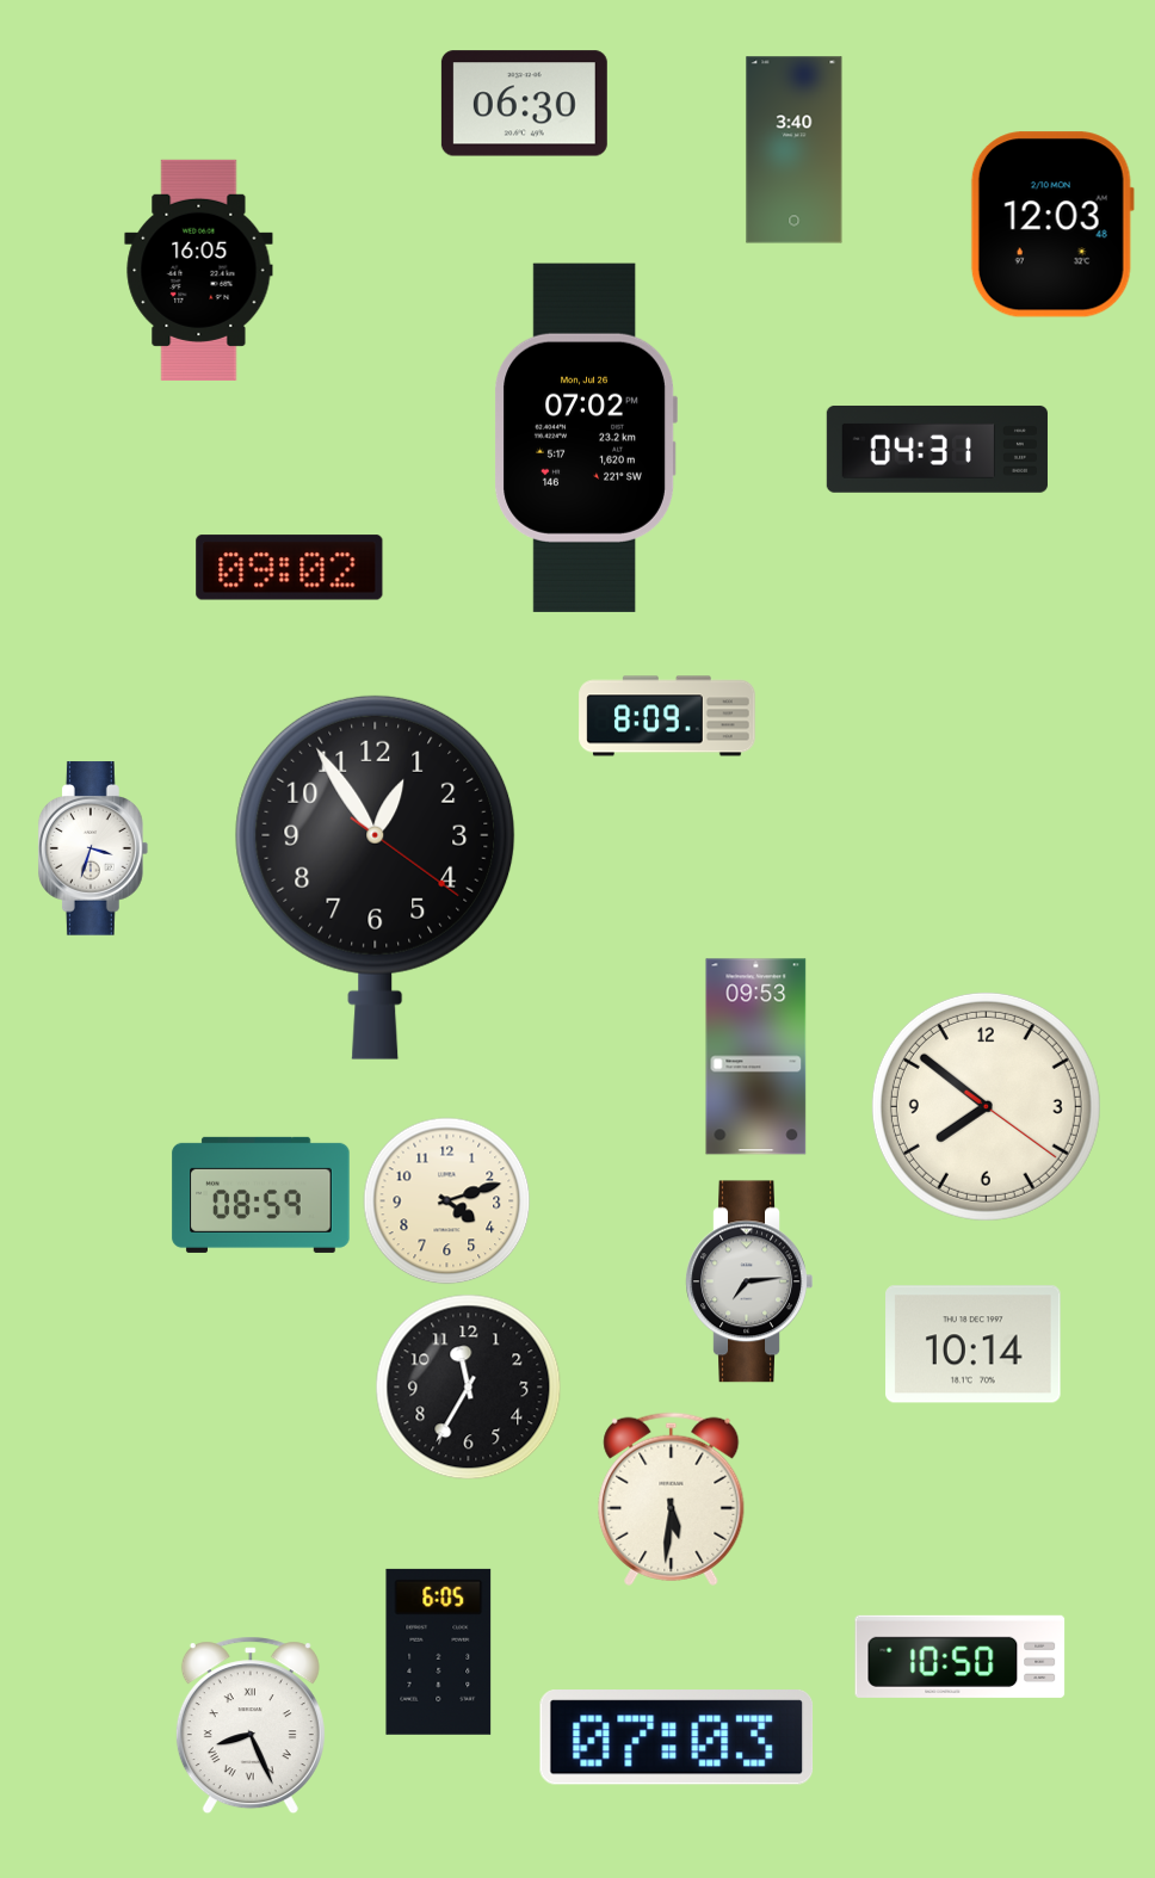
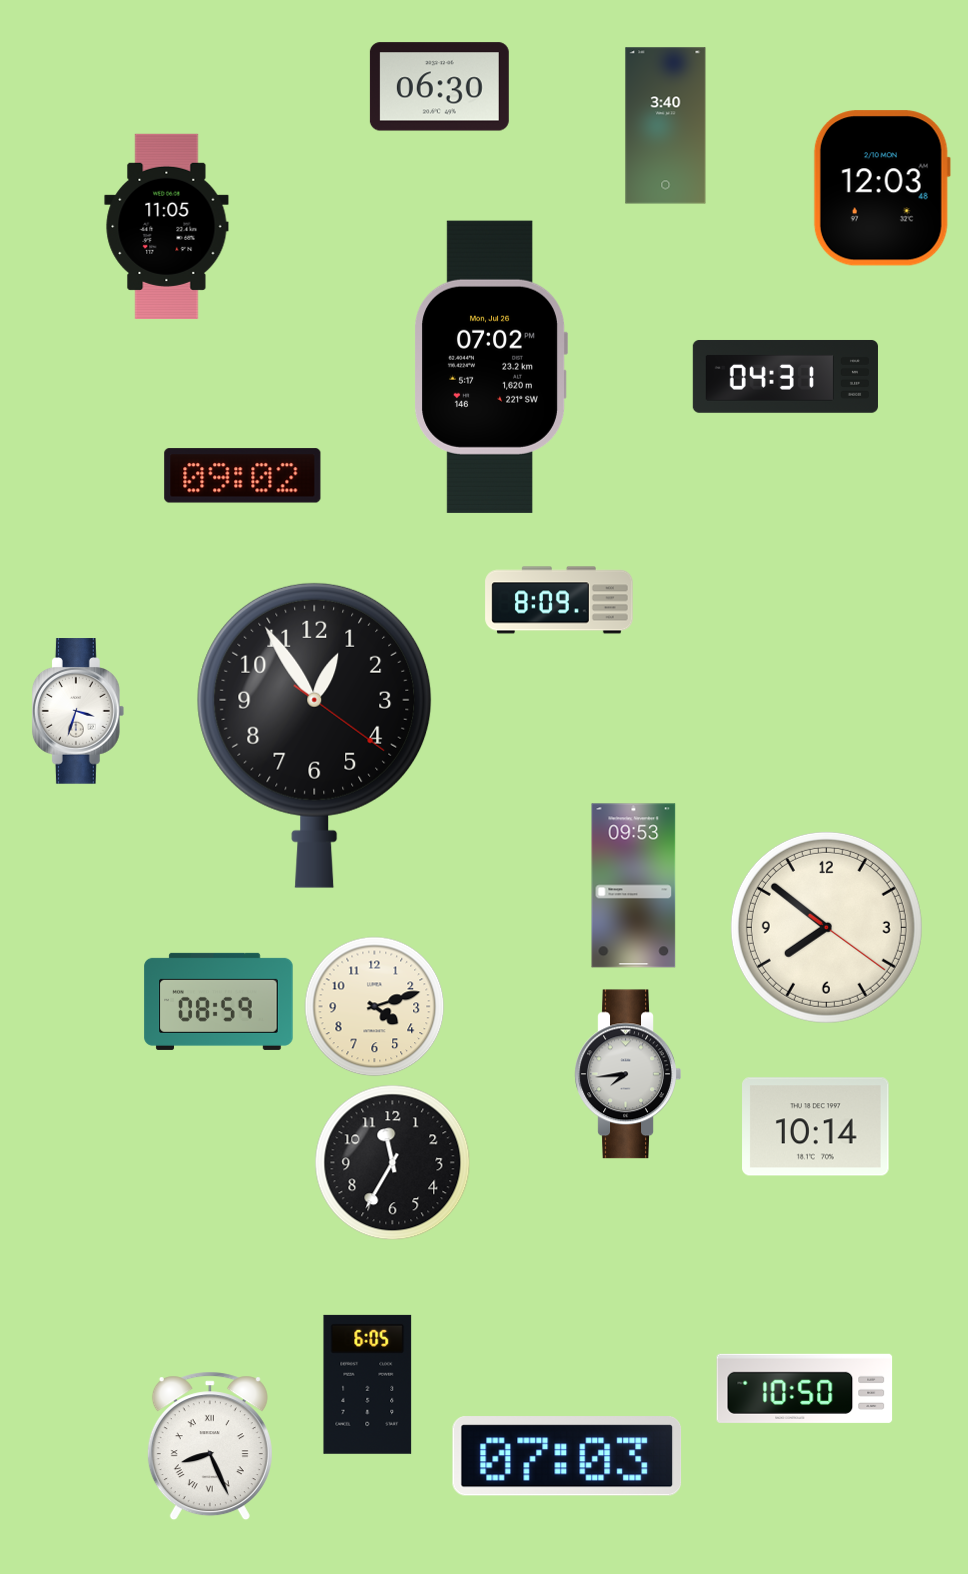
clock at (199, 270): 16:05 -> 11:05
clock at (749, 1281): 7:14 -> 7:44
clock at (672, 1499): 5:31 -> none
